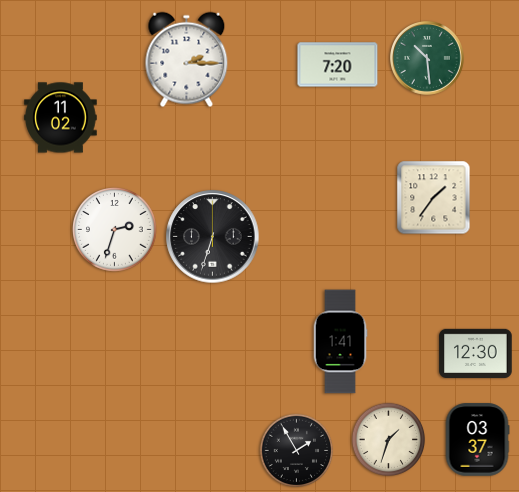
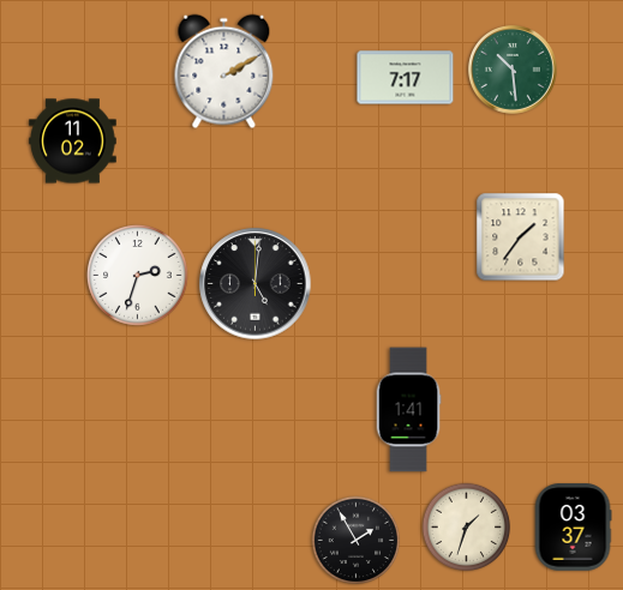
clock at (187, 60): 2:15 -> 2:10
clock at (338, 65): 7:20 -> 7:17
clock at (213, 237): 6:33 -> 5:01
clock at (476, 353): 12:30 -> none
